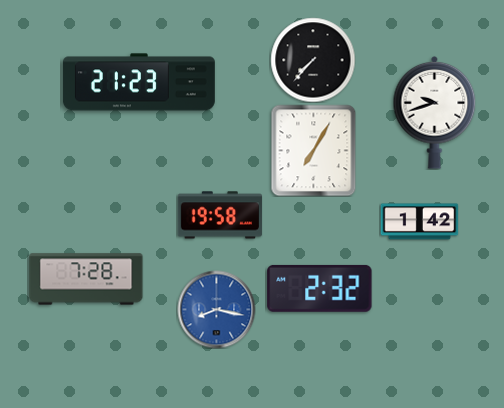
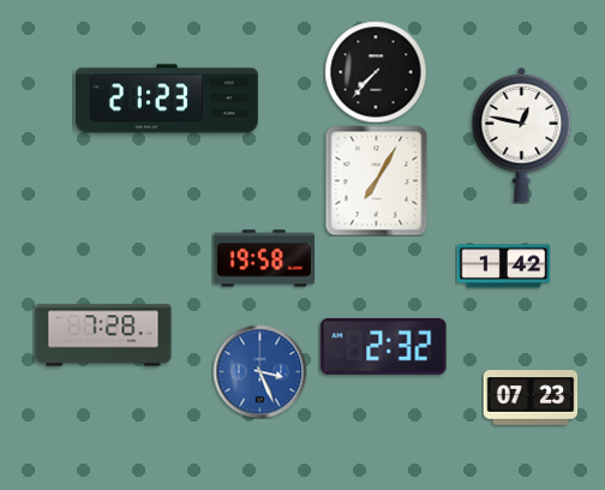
clock at (435, 112): 9:42 -> 12:47
clock at (216, 309): 8:17 -> 3:26
clock at (531, 398): none -> 07:23
